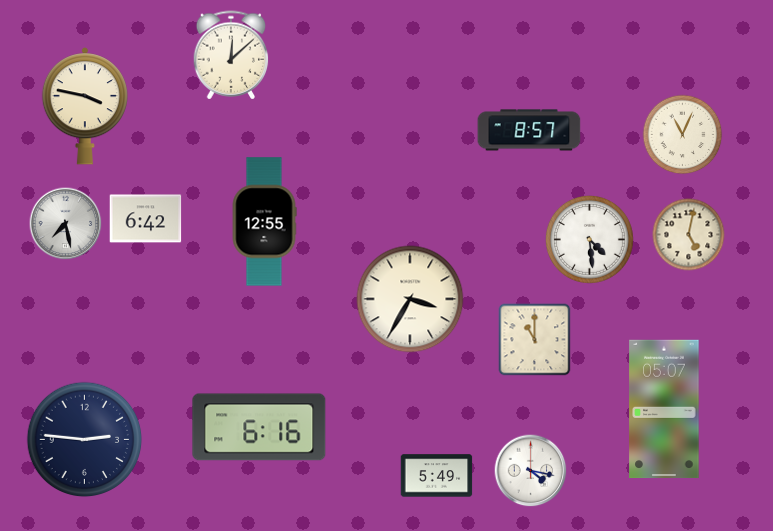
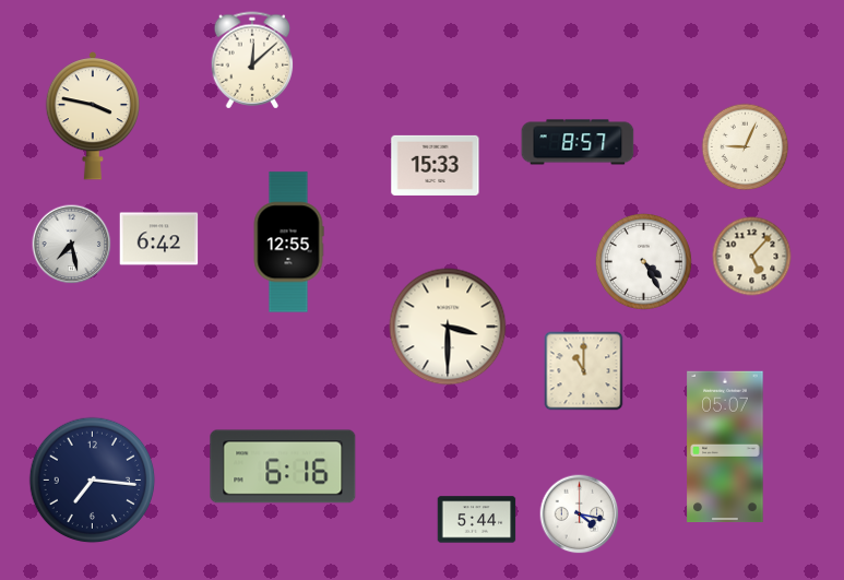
clock at (683, 135): 11:04 -> 9:04
clock at (436, 165): none -> 15:33
clock at (689, 235): 5:02 -> 5:07
clock at (589, 239): 4:29 -> 4:25
clock at (410, 299): 3:35 -> 3:30
clock at (85, 440): 2:46 -> 7:16
clock at (437, 476): 5:49 -> 5:44
